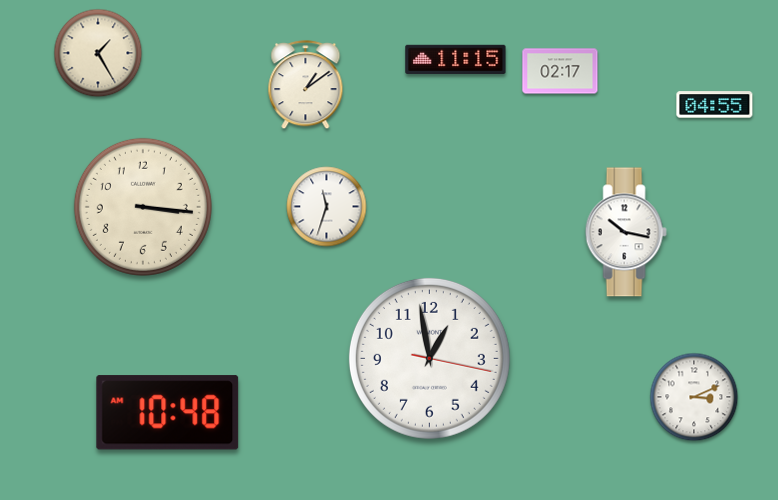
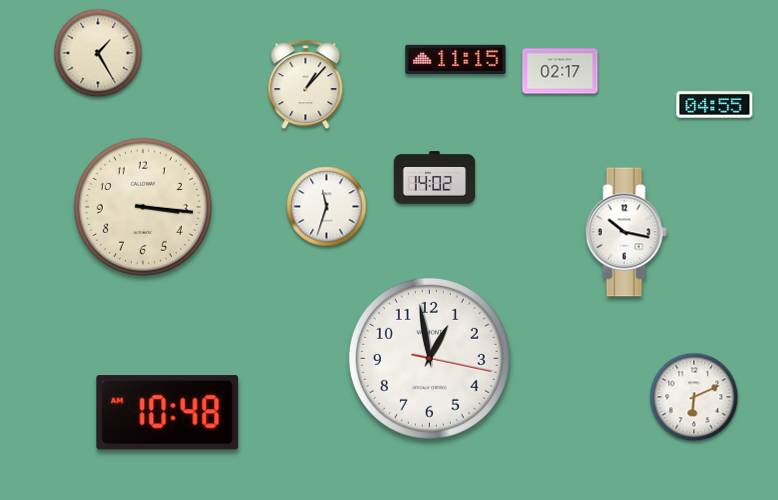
clock at (306, 85): 1:09 -> 1:07
clock at (435, 178): none -> 14:02
clock at (694, 397): 3:11 -> 6:11
